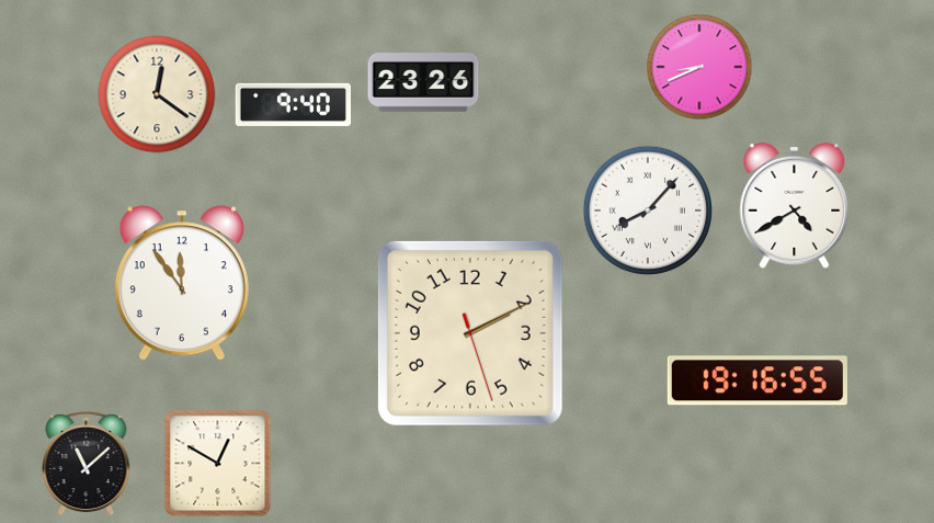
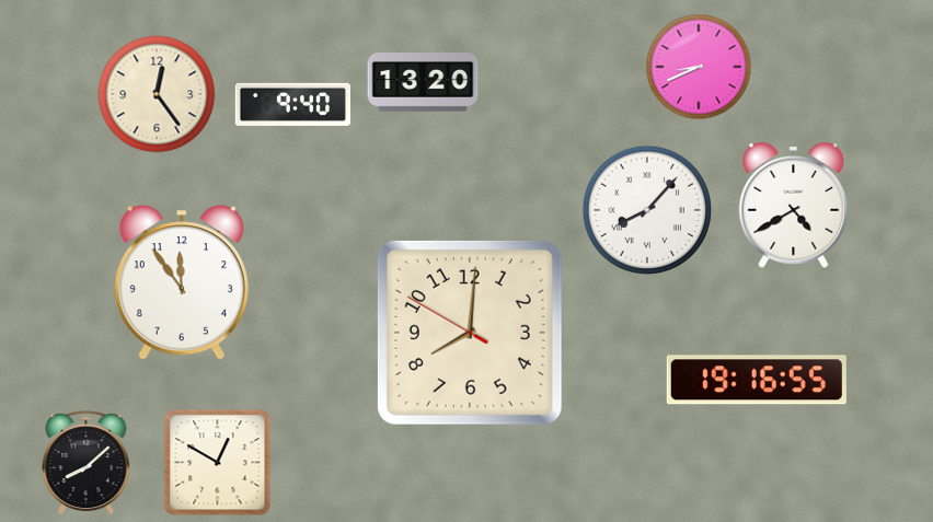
clock at (423, 83): 23:26 -> 13:20
clock at (157, 94): 12:21 -> 12:24
clock at (470, 333): 2:10 -> 8:00
clock at (87, 465): 11:08 -> 8:08
